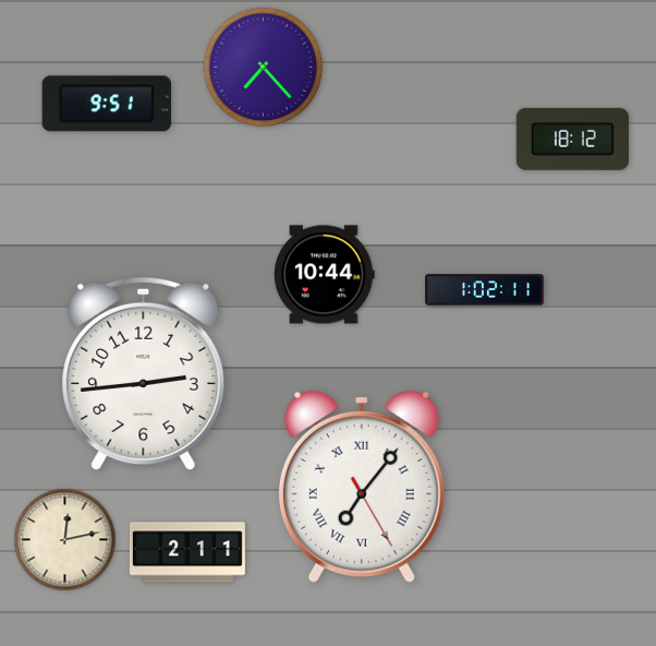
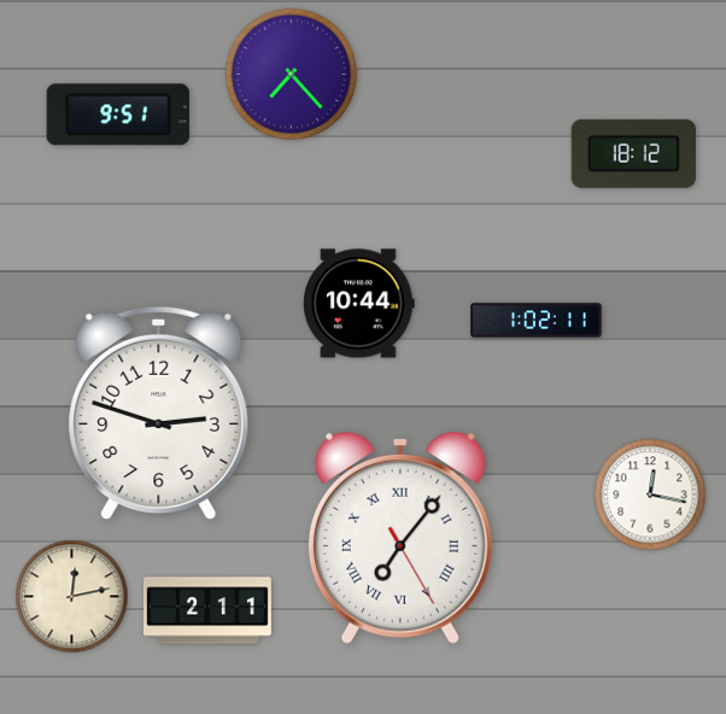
clock at (144, 374): 2:44 -> 2:48
clock at (650, 494): none -> 12:17
